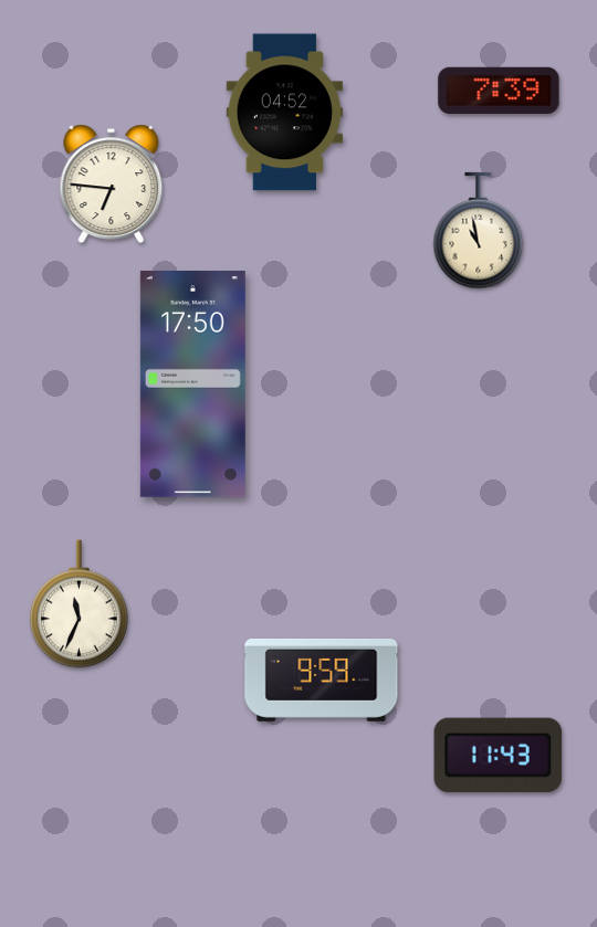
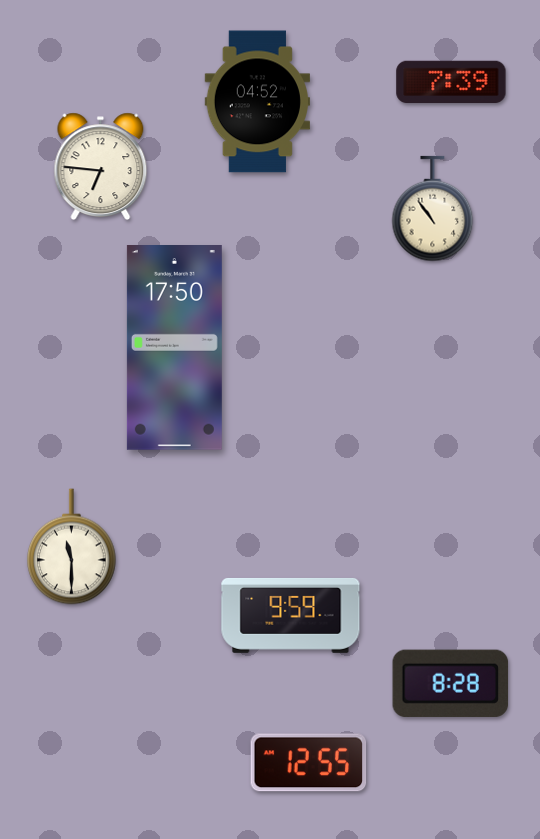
clock at (479, 231): 10:58 -> 10:54
clock at (80, 604): 11:34 -> 11:30
clock at (499, 755): 11:43 -> 8:28
clock at (309, 763): none -> 12:55
